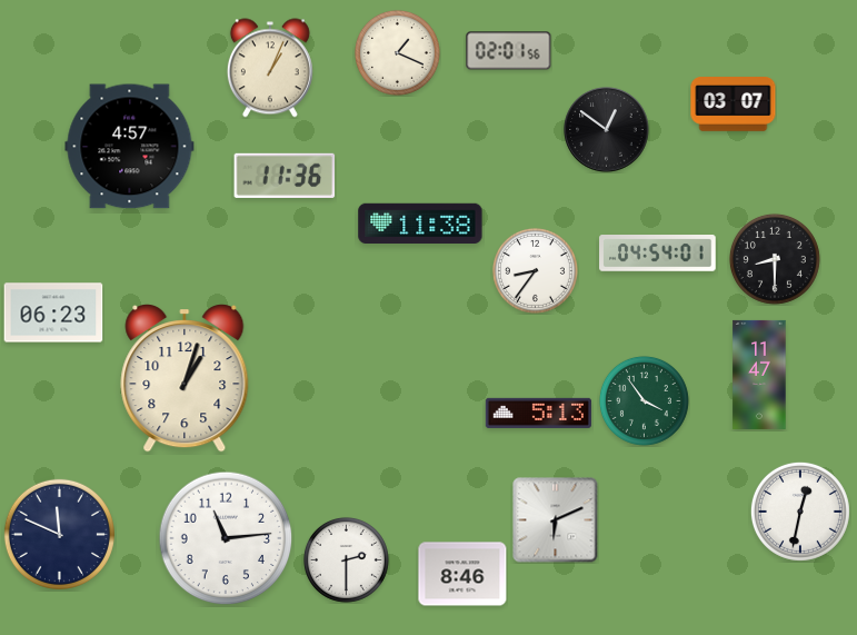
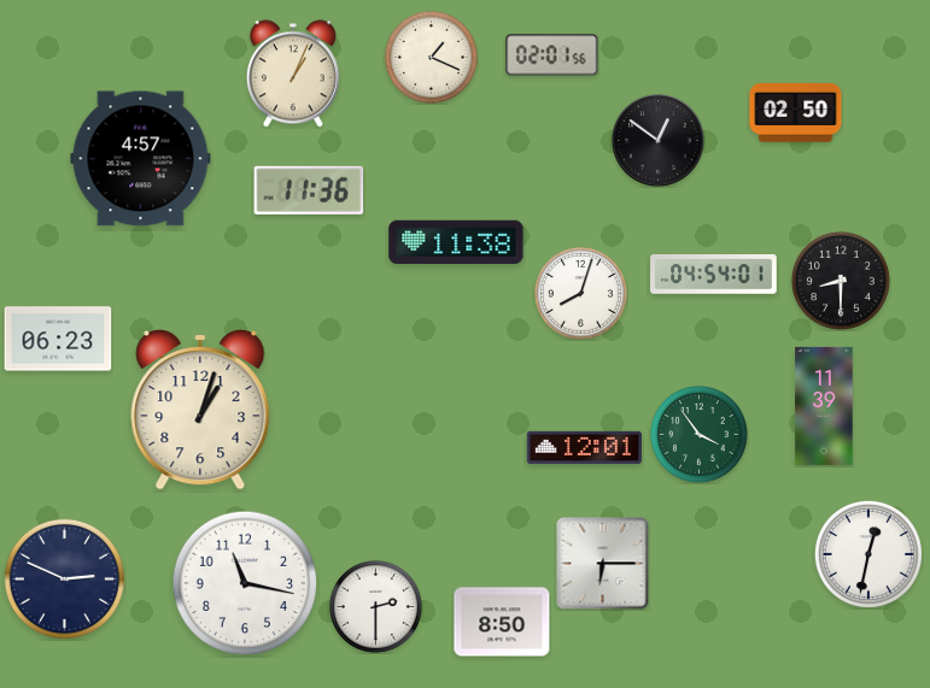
clock at (734, 105): 03:07 -> 02:50
clock at (535, 270): 8:36 -> 8:03
clock at (759, 375): 11:47 -> 11:39
clock at (538, 413): 5:13 -> 12:01
clock at (556, 520): 6:11 -> 6:15
clock at (59, 534): 11:49 -> 2:49
clock at (226, 538): 11:14 -> 11:17
clock at (462, 574): 8:46 -> 8:50
